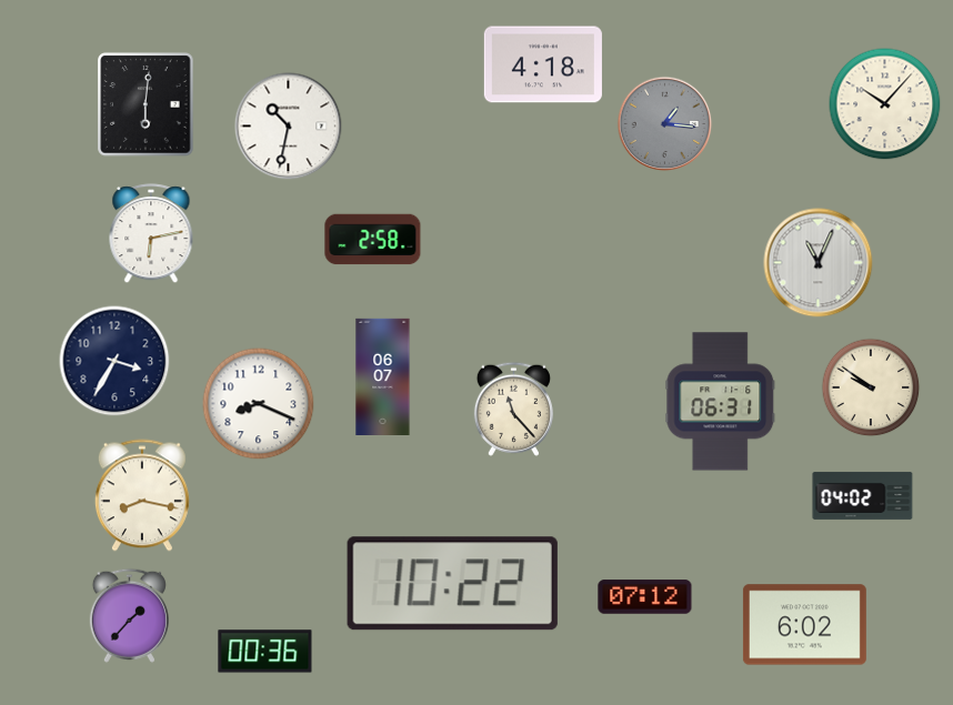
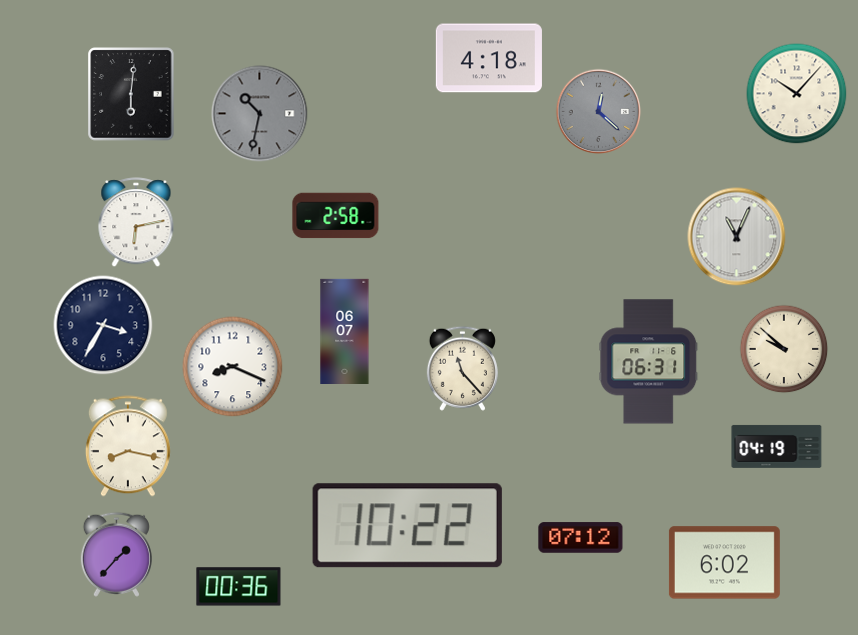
clock at (664, 123): 1:16 -> 12:22
clock at (289, 127) dial: white -> grey
clock at (151, 233) position: (151, 233) -> (136, 222)
clock at (383, 376) position: (383, 376) -> (345, 331)
clock at (871, 387): 9:51 -> 9:52
clock at (259, 404) position: (259, 404) -> (233, 367)
clock at (863, 495): 04:02 -> 04:19
